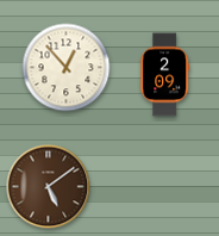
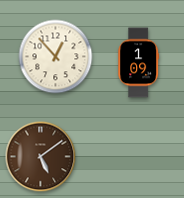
clock at (165, 75): 2:09 -> 1:09
